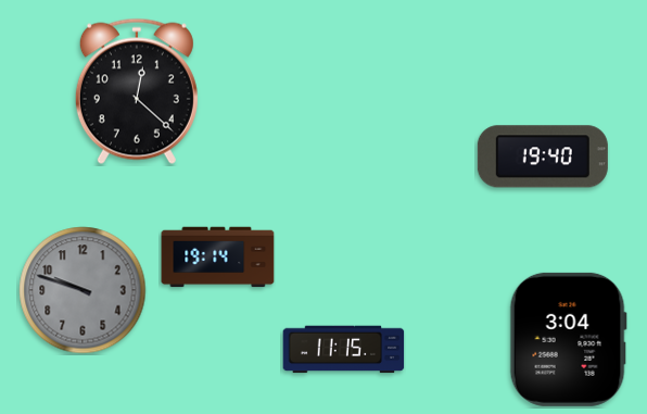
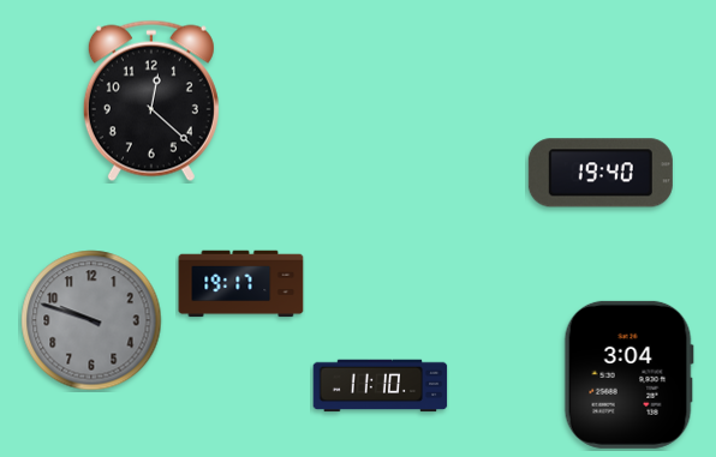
clock at (218, 258): 19:14 -> 19:17
clock at (344, 350): 11:15 -> 11:10
